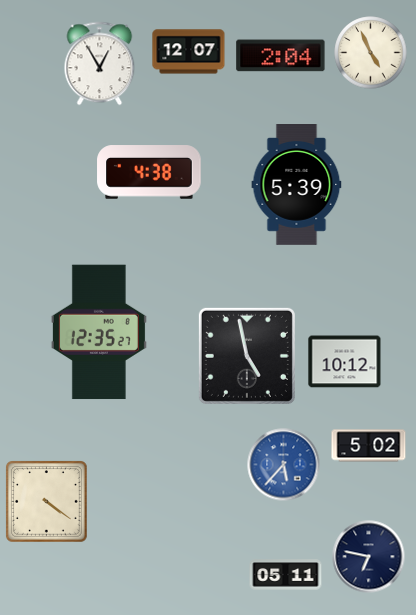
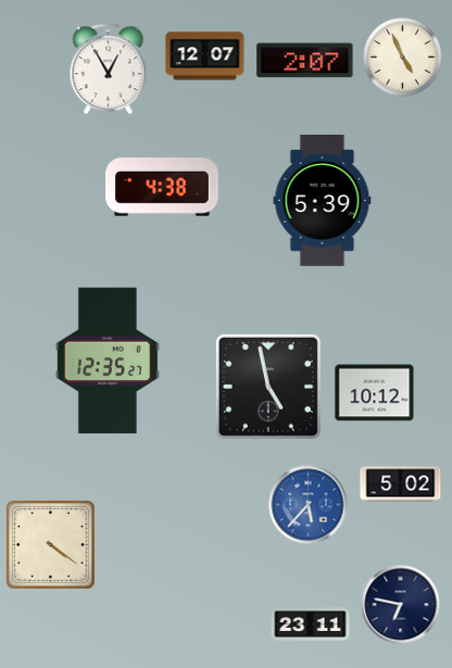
clock at (281, 56): 2:04 -> 2:07
clock at (286, 575): 05:11 -> 23:11
